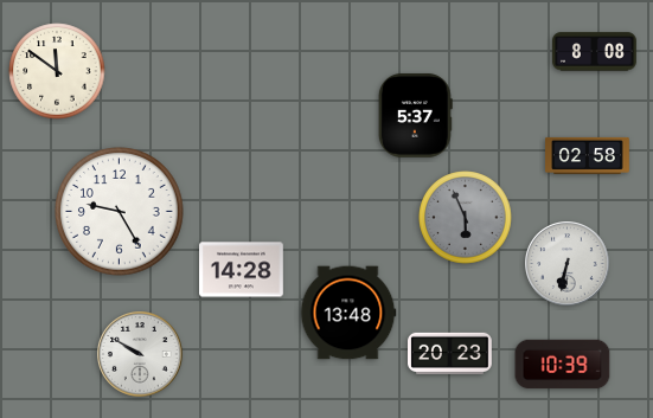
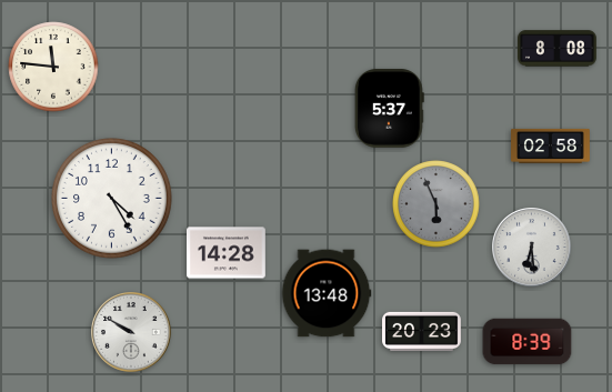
clock at (57, 71): 11:51 -> 11:46
clock at (120, 212): 9:25 -> 4:25
clock at (568, 264): 6:32 -> 6:29
clock at (563, 365): 10:39 -> 8:39
